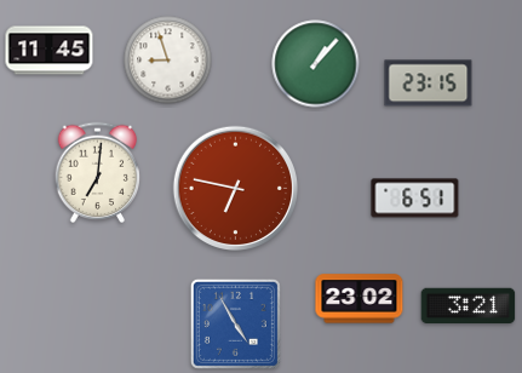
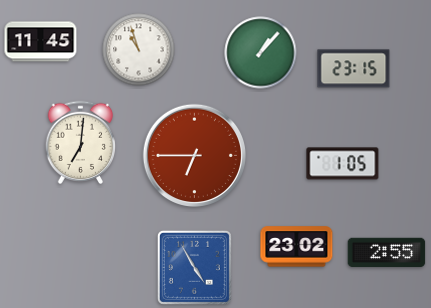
clock at (168, 61): 8:57 -> 10:57
clock at (235, 188): 6:47 -> 6:45
clock at (415, 199): 6:51 -> 1:05
clock at (469, 306): 3:21 -> 2:55
